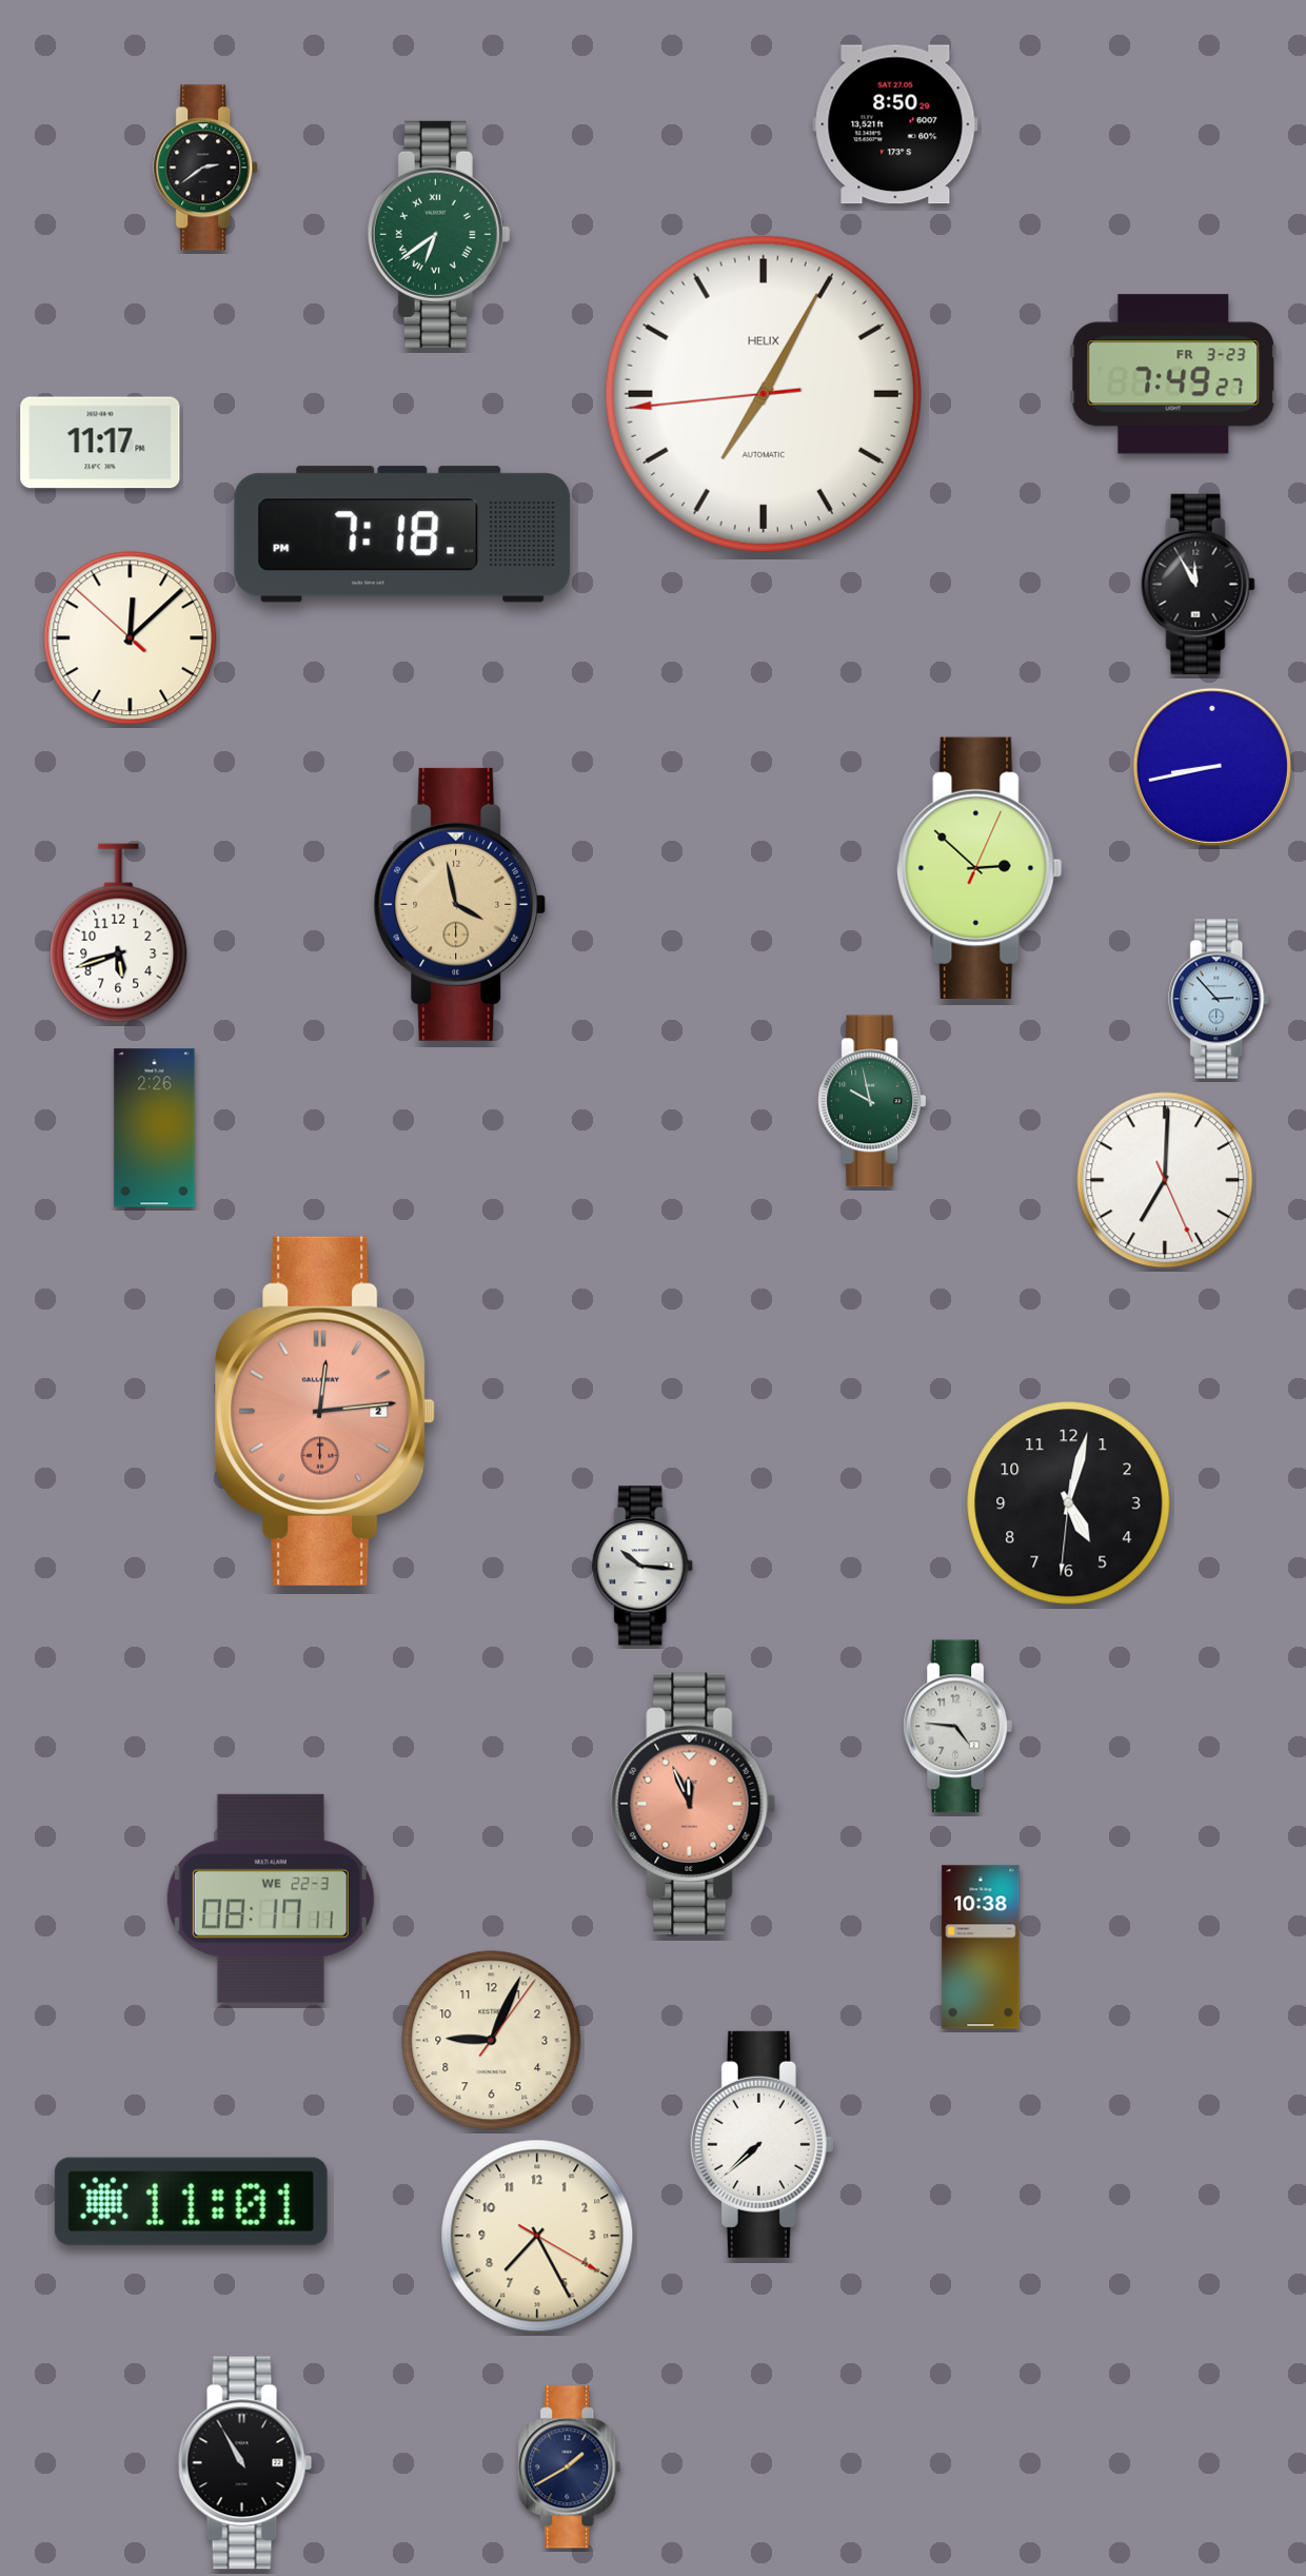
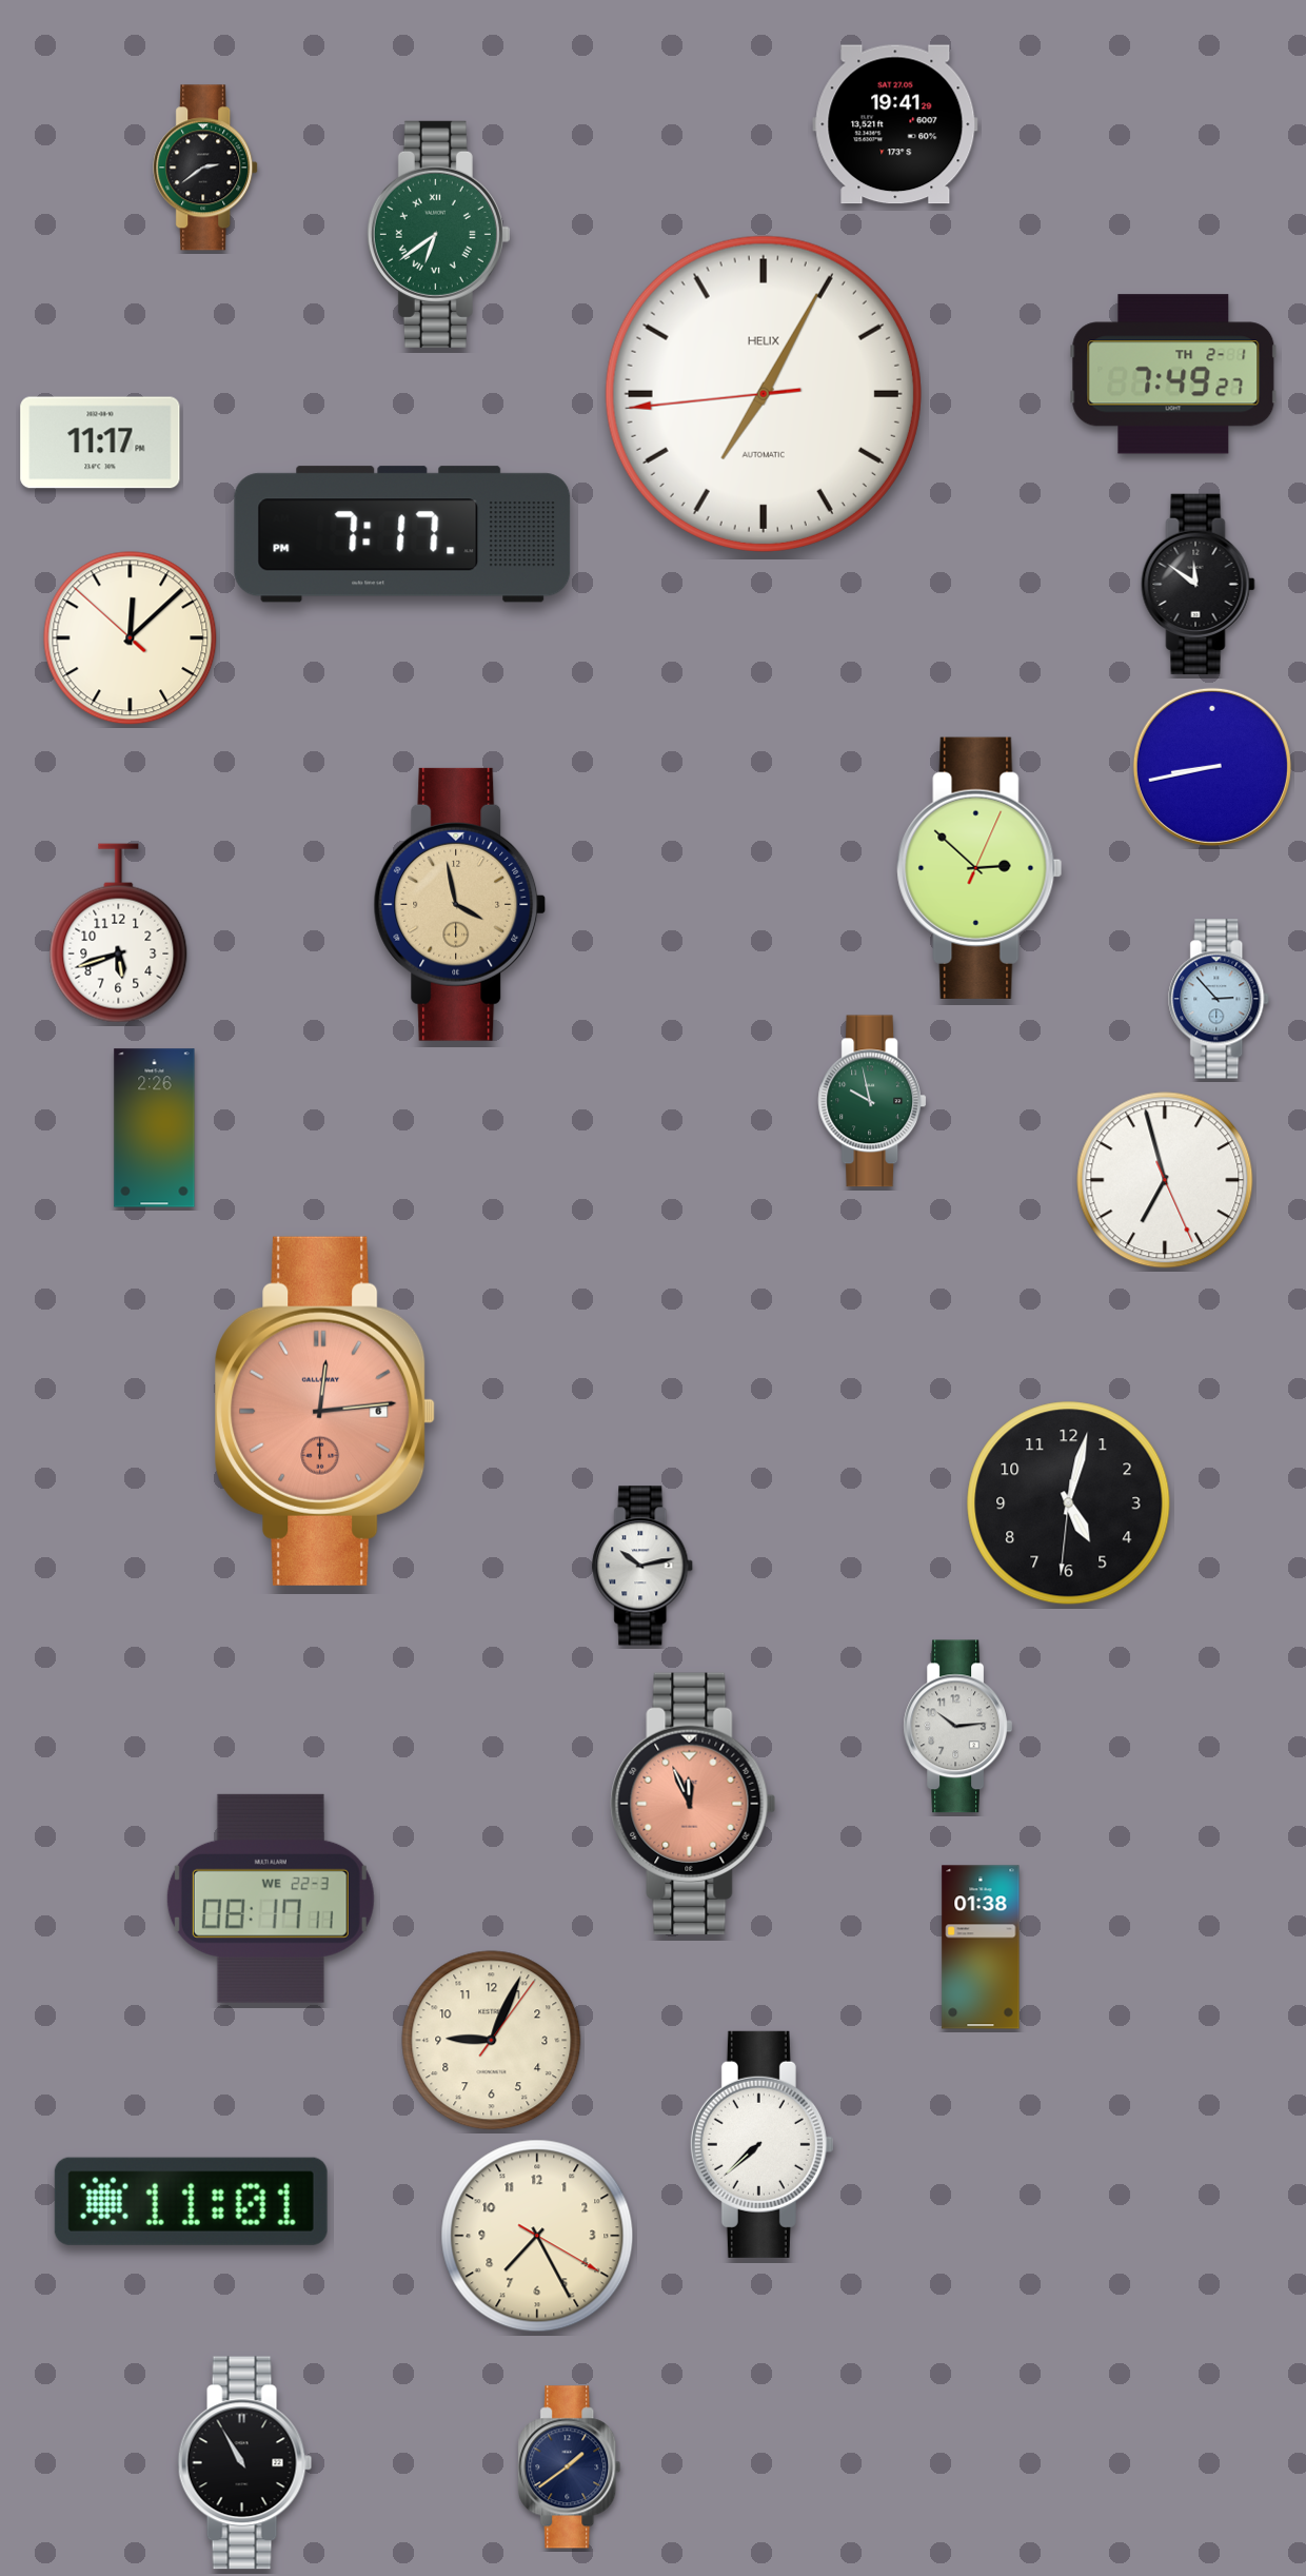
clock at (895, 124): 8:50 -> 19:41
clock at (1173, 374) date: FR 3-23 -> TH 2-1
clock at (402, 534): 7:18 -> 7:17
clock at (1199, 584): 11:55 -> 11:51
clock at (1165, 1180): 7:00 -> 6:57
clock at (325, 1411) date: 2 -> 6
clock at (644, 1566): 10:16 -> 10:13
clock at (957, 1727): 4:46 -> 10:14
clock at (981, 1947): 10:38 -> 01:38
clock at (570, 2467): 1:40 -> 1:39
